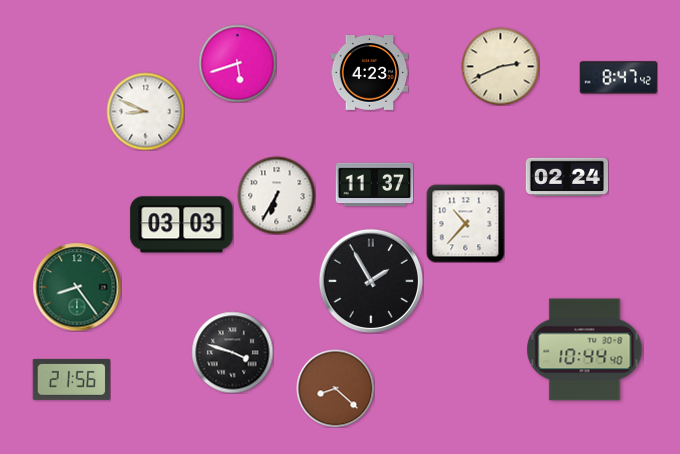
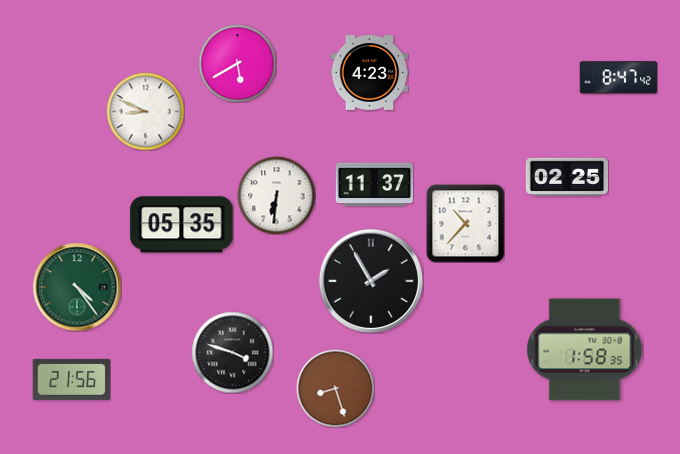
clock at (237, 63): 5:42 -> 5:40
clock at (500, 66): 2:41 -> none
clock at (566, 176): 02:24 -> 02:25
clock at (276, 195): 6:35 -> 6:31
clock at (182, 225): 03:03 -> 05:35
clock at (77, 287): 8:24 -> 4:24
clock at (585, 350): 10:44 -> 1:58
clock at (335, 388): 8:22 -> 8:27
